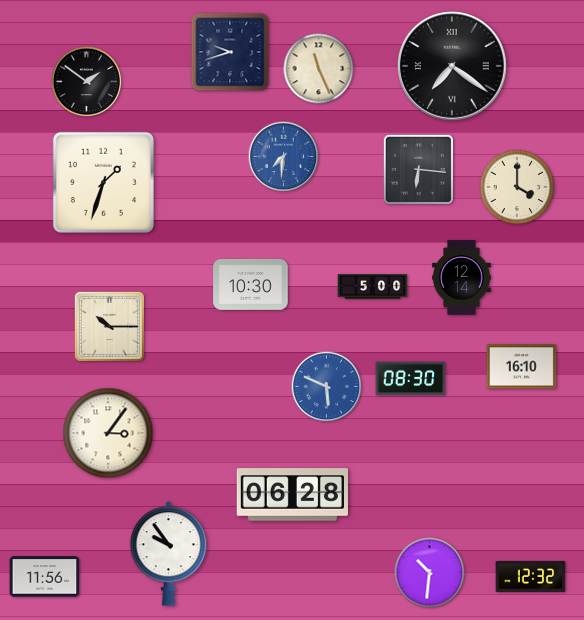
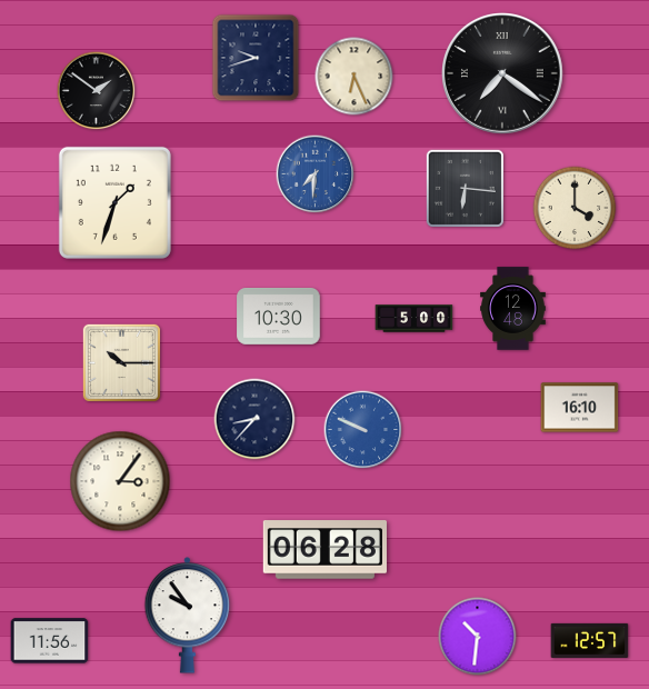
clock at (319, 69): 11:26 -> 6:26
clock at (462, 278): 12:14 -> 12:48
clock at (254, 419): none -> 8:37
clock at (411, 379): 08:30 -> none
clock at (327, 387): 5:49 -> 9:49
clock at (531, 576): 12:32 -> 12:57
